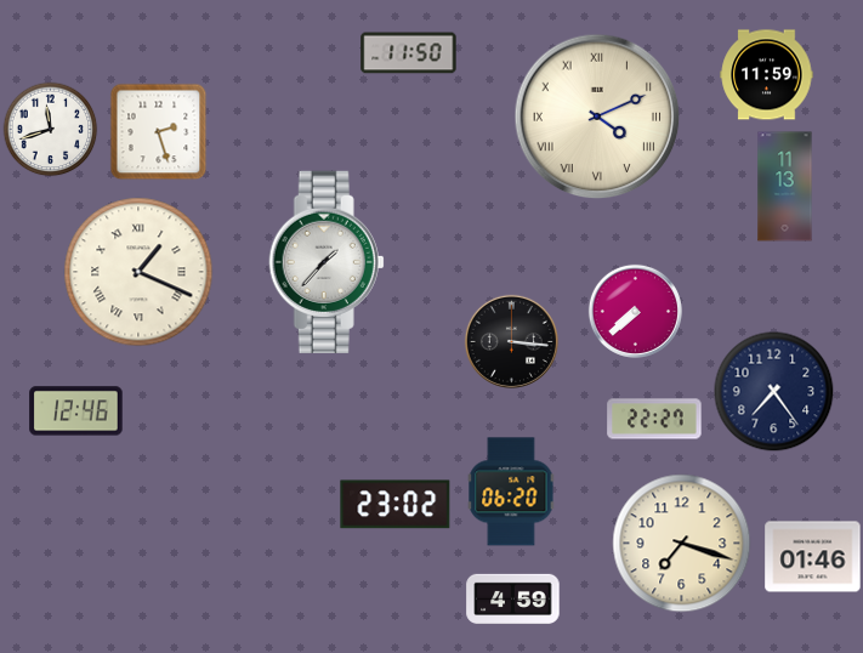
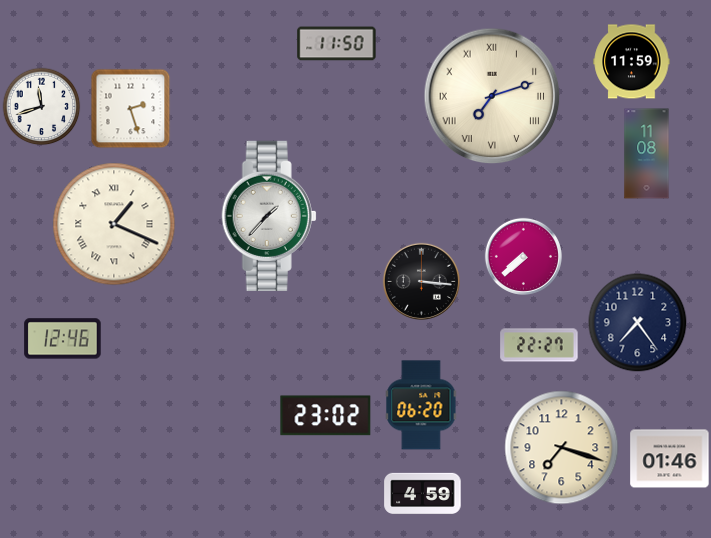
clock at (597, 117): 4:11 -> 7:12
clock at (785, 187): 11:13 -> 11:08
